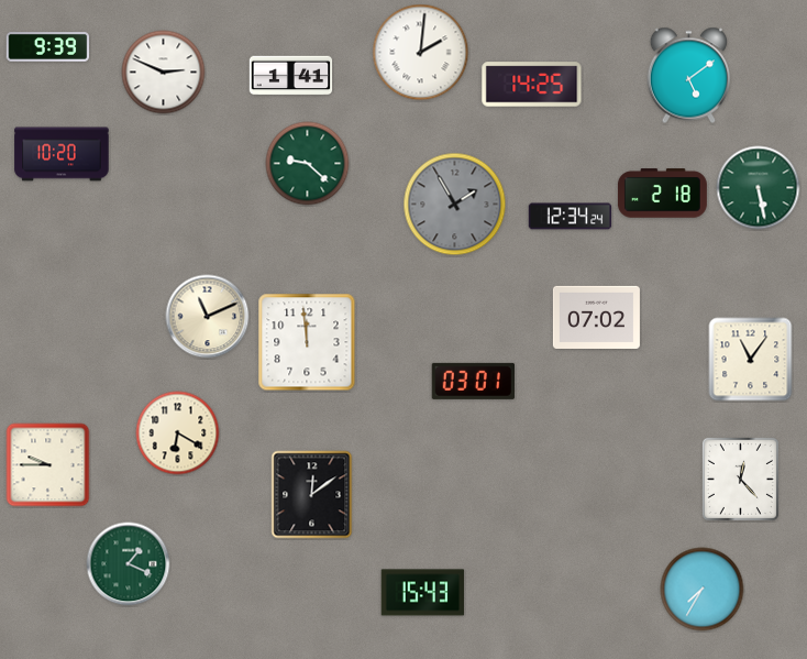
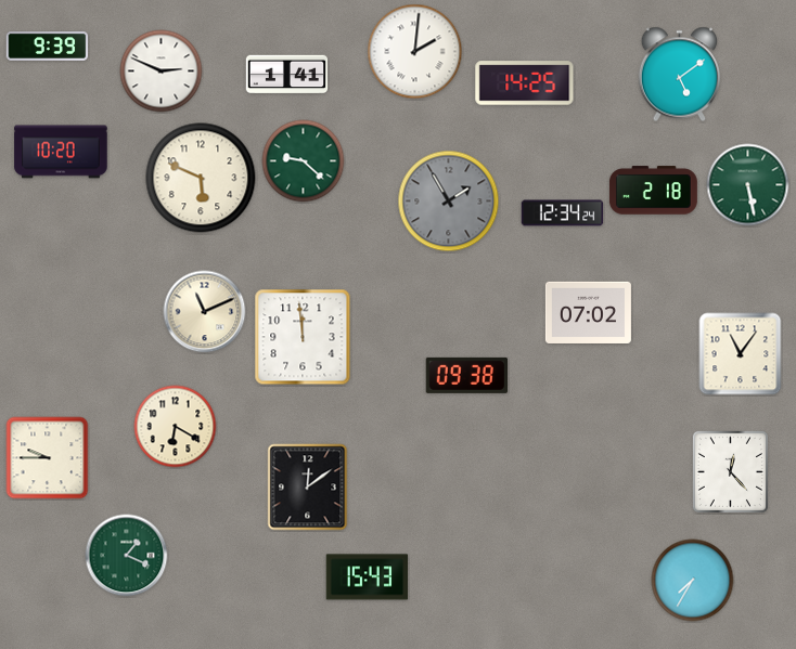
clock at (201, 178): none -> 5:49
clock at (473, 381): 03:01 -> 09:38
clock at (423, 593) position: (423, 593) -> (368, 577)
